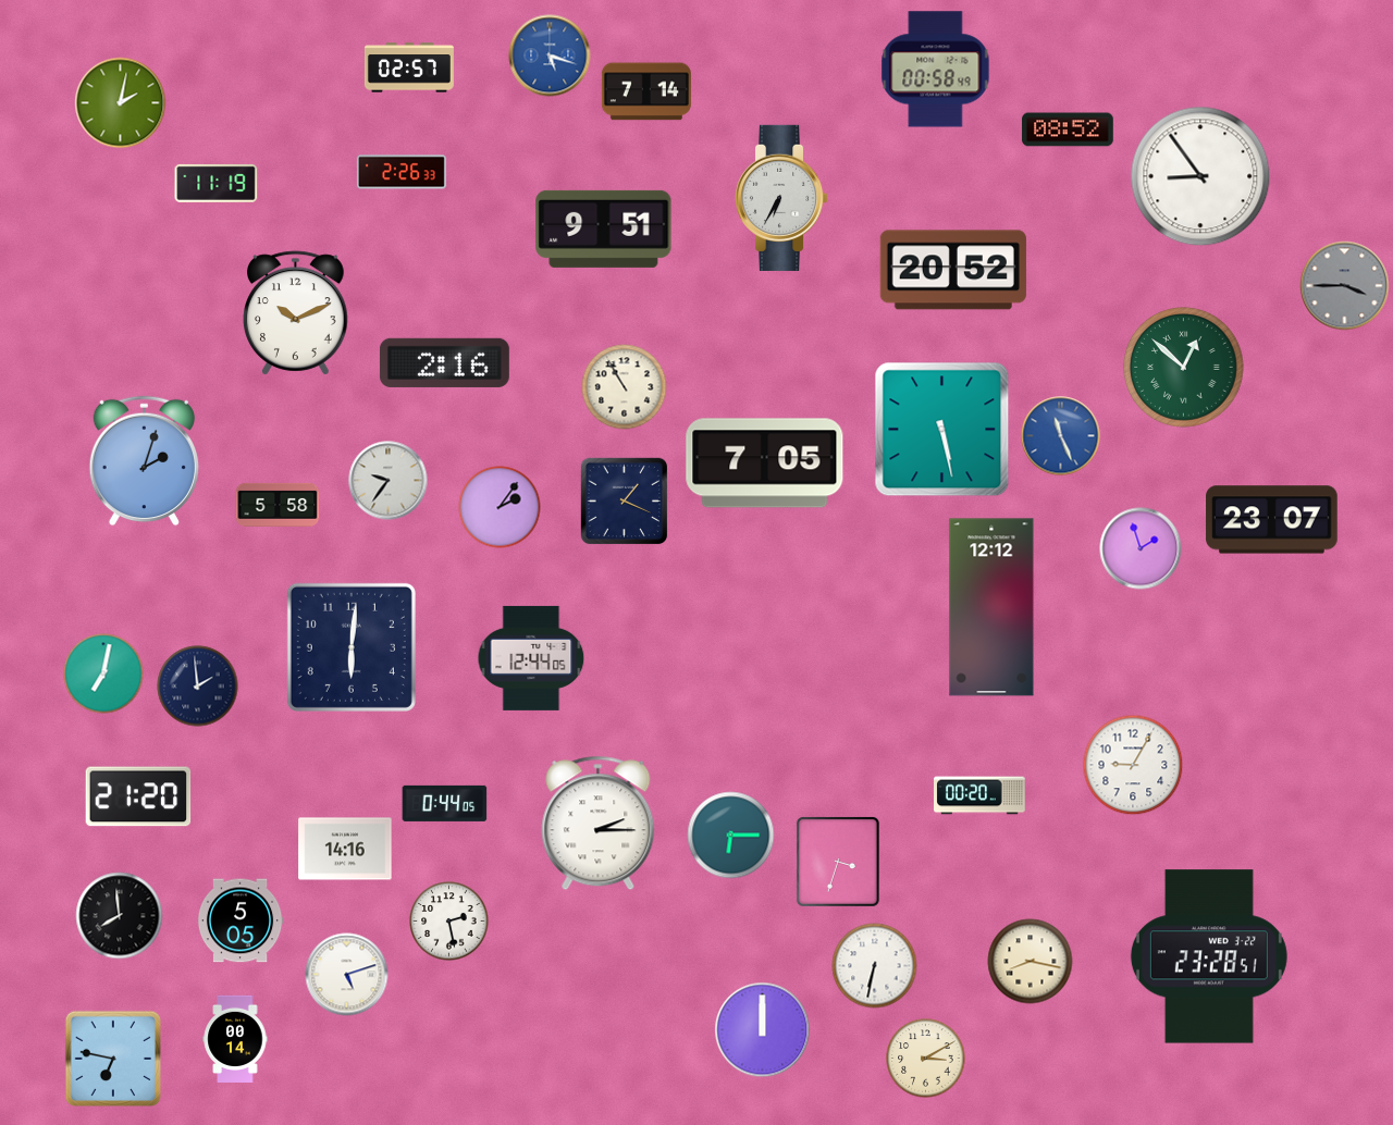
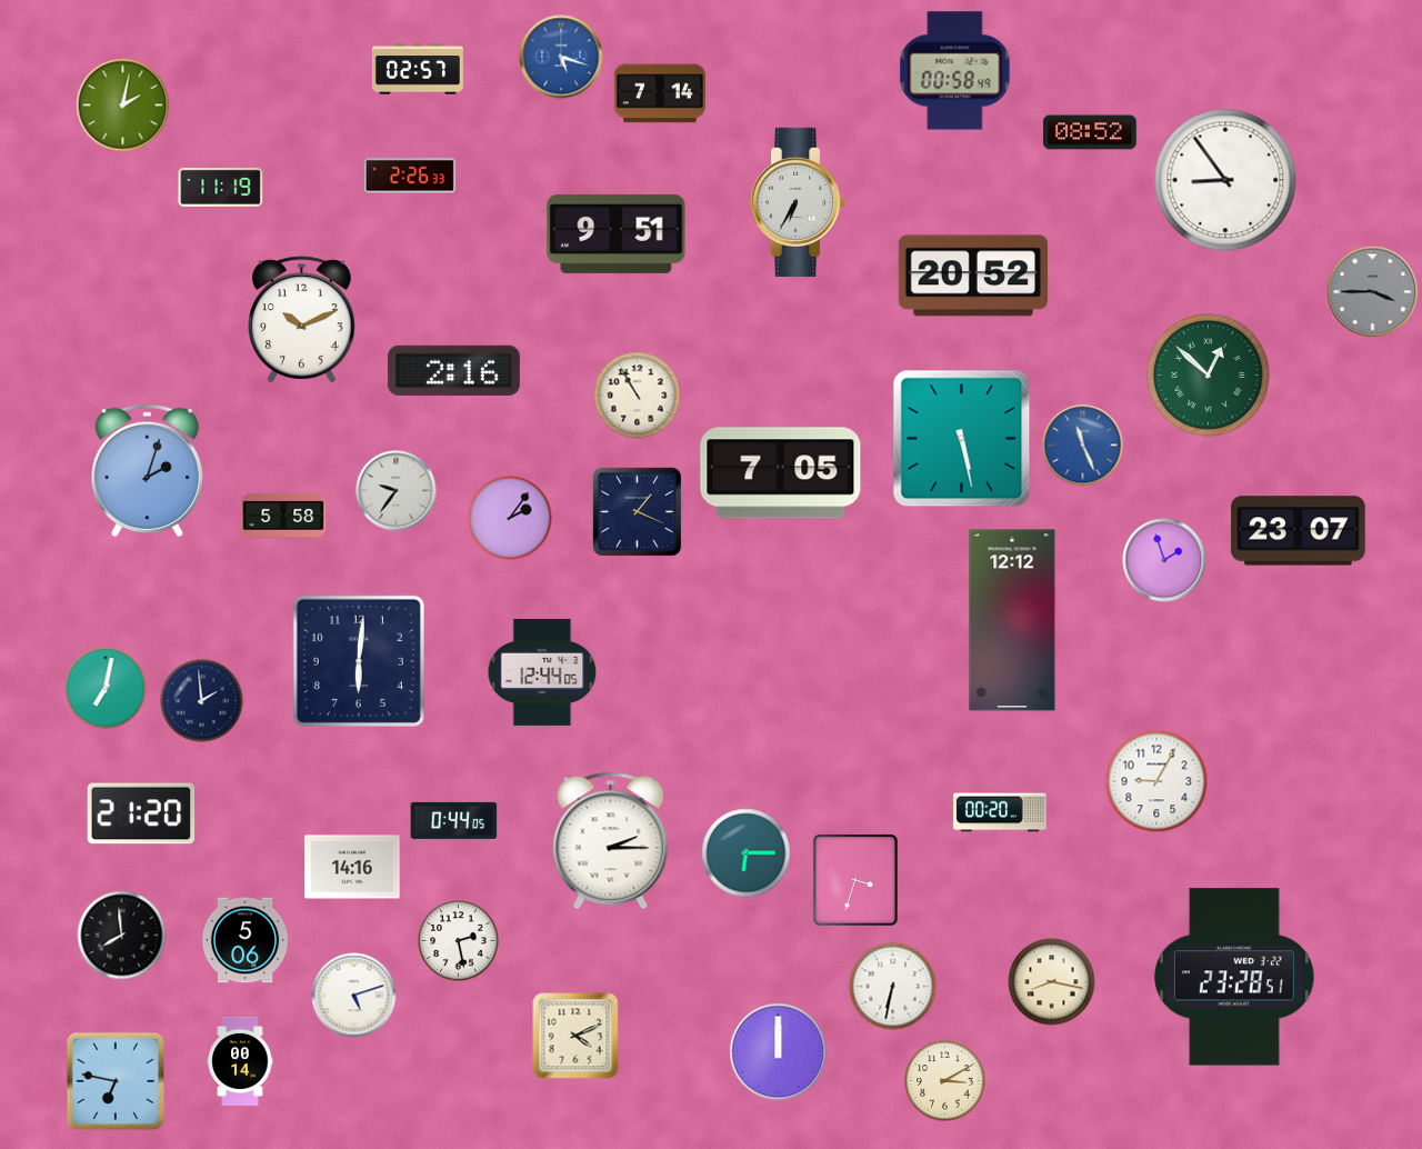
clock at (241, 920): 5:05 -> 5:06
clock at (575, 1036): none -> 4:11
